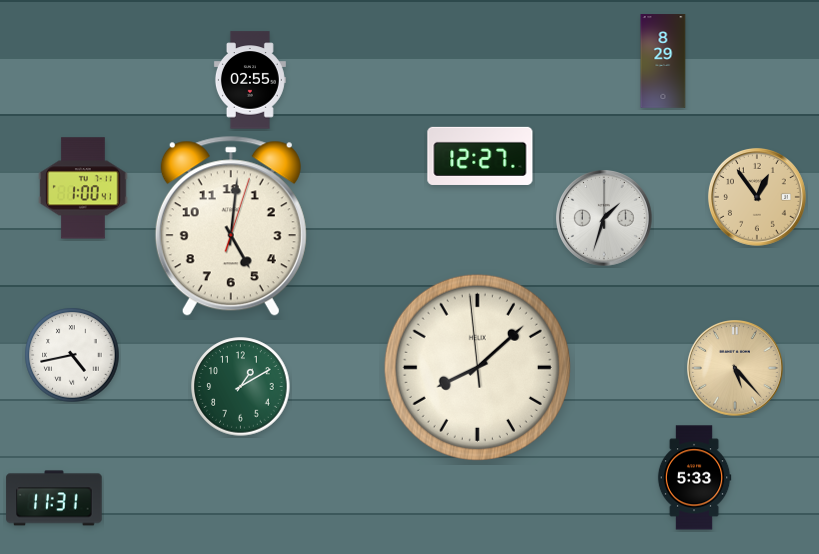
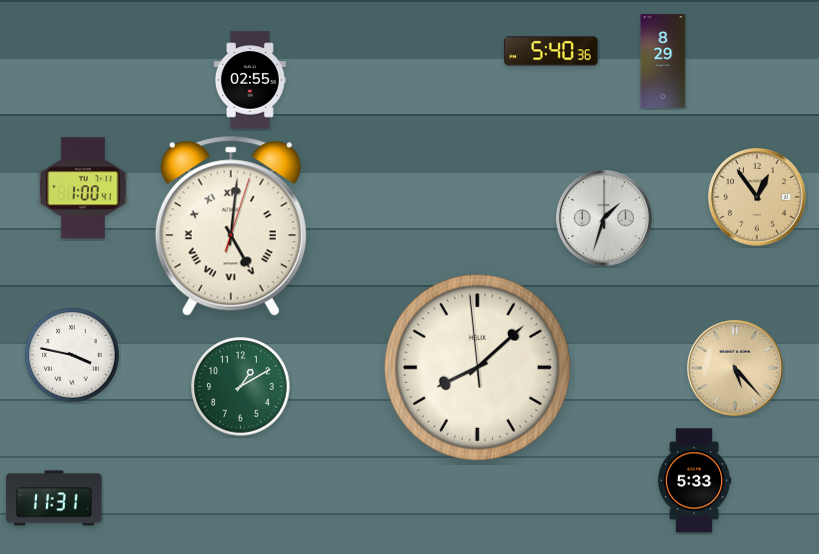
clock at (551, 51): none -> 5:40
clock at (480, 156): 12:27 -> none
clock at (231, 226) numerals: Arabic -> Roman
clock at (72, 355): 4:43 -> 3:47
clock at (694, 478) position: (694, 478) -> (694, 481)
